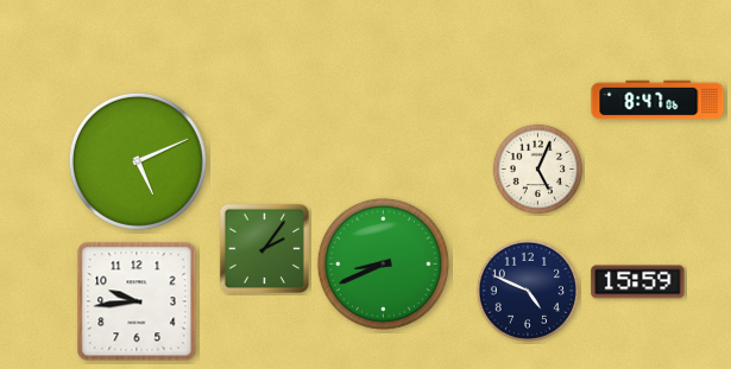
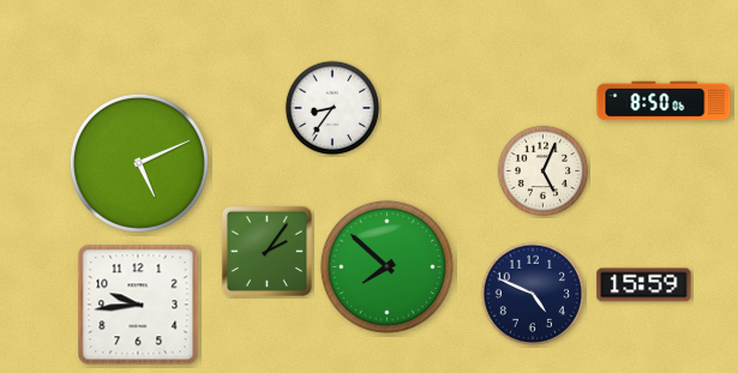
clock at (657, 100): 8:47 -> 8:50
clock at (332, 108): none -> 8:36
clock at (383, 263): 8:41 -> 7:52
